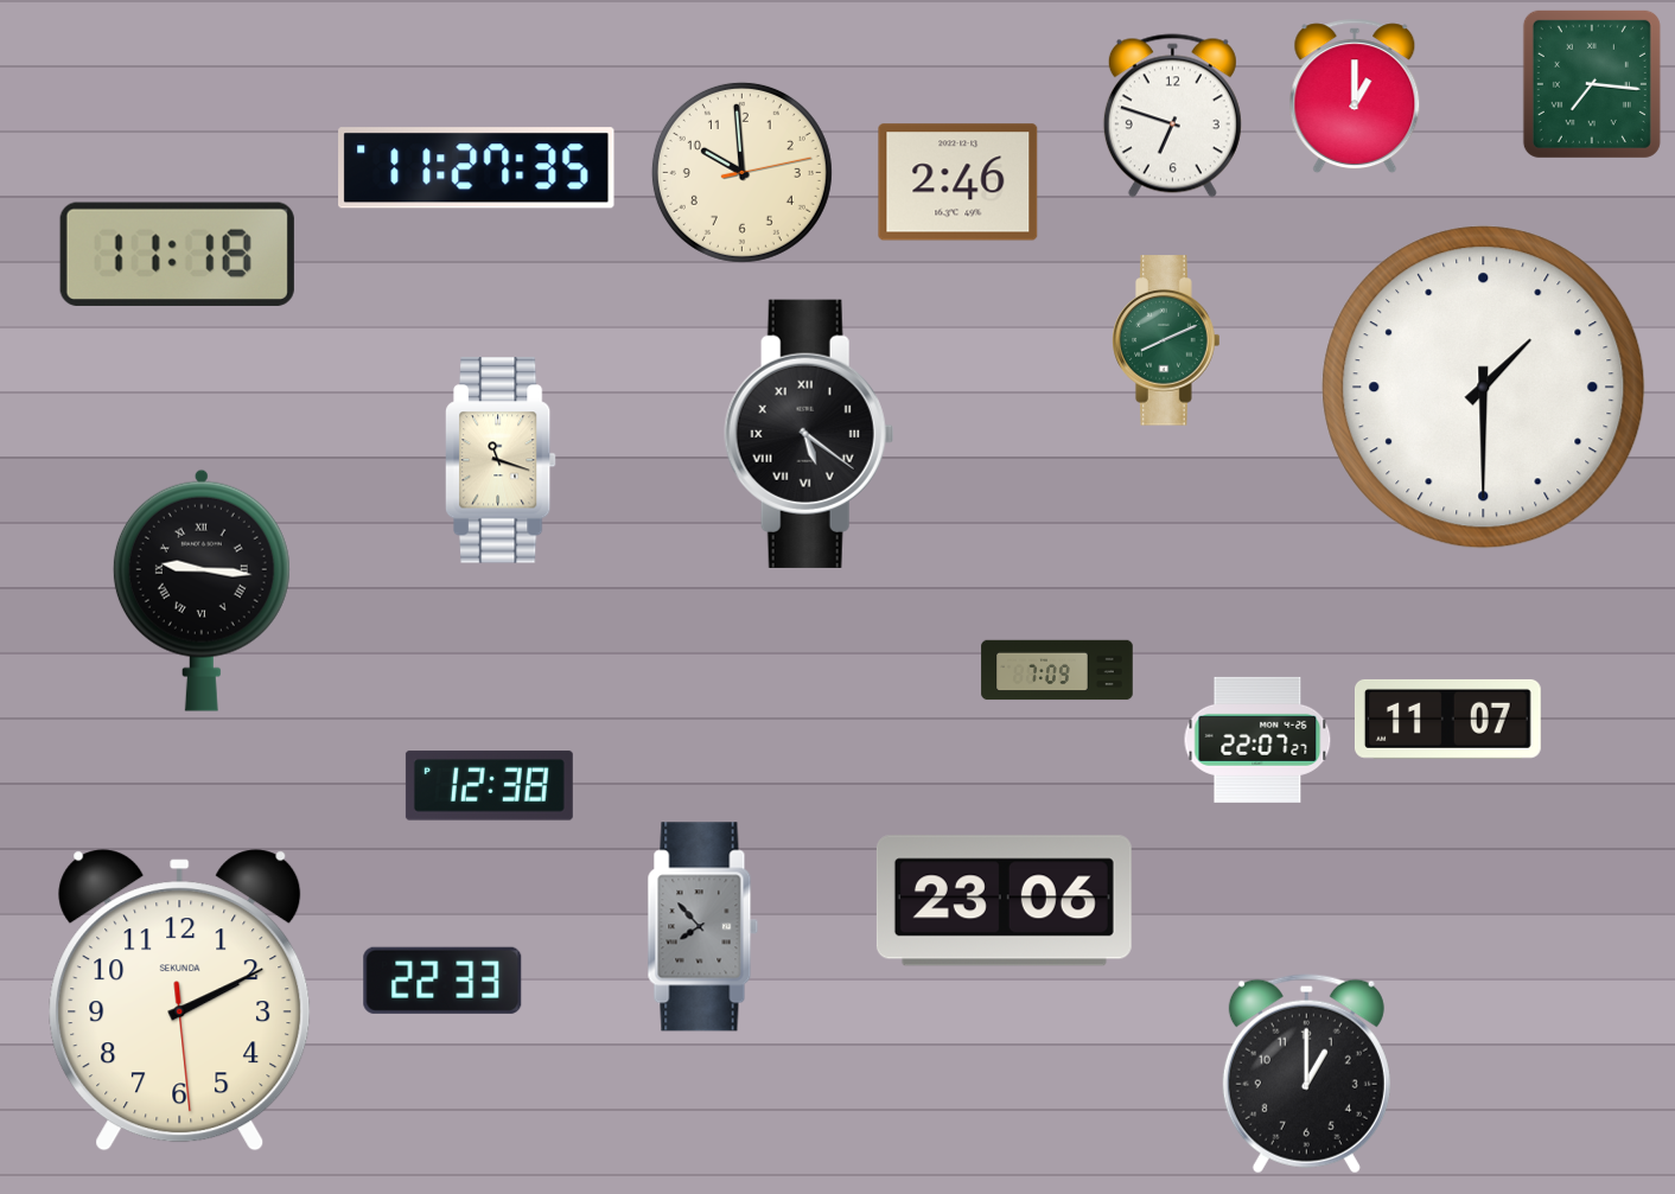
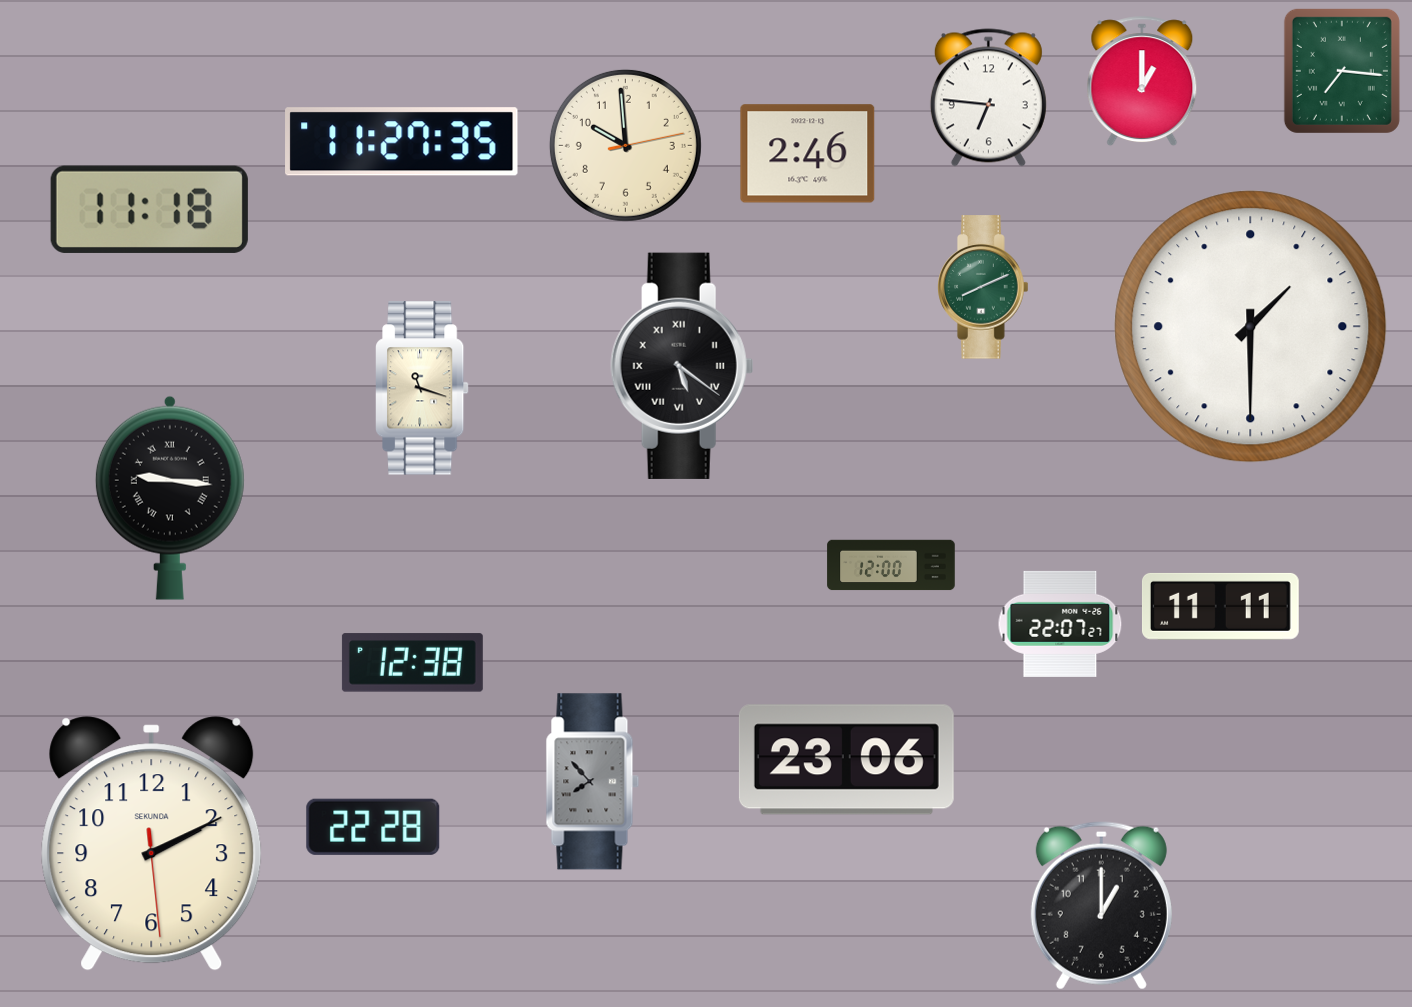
clock at (1172, 116): 6:48 -> 6:46
clock at (177, 254) position: (177, 254) -> (149, 209)
clock at (1057, 670): 7:09 -> 12:00
clock at (1447, 719): 11:07 -> 11:11
clock at (442, 981): 22:33 -> 22:28
